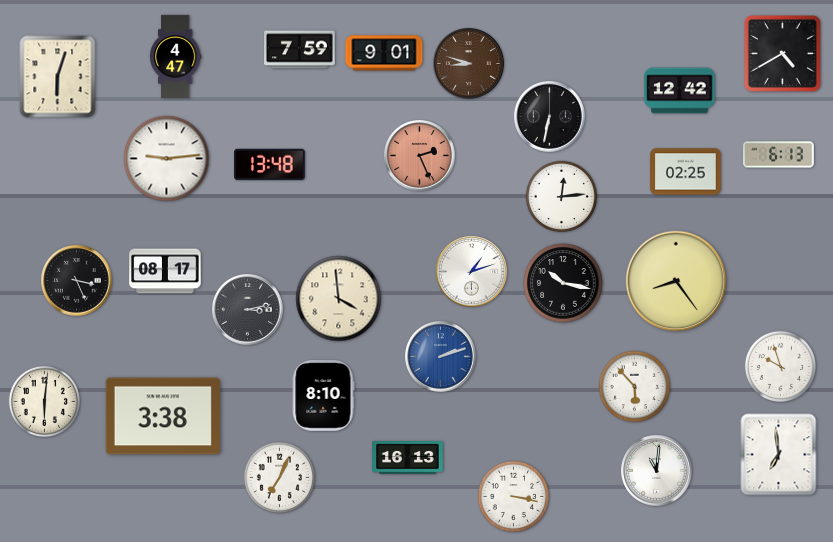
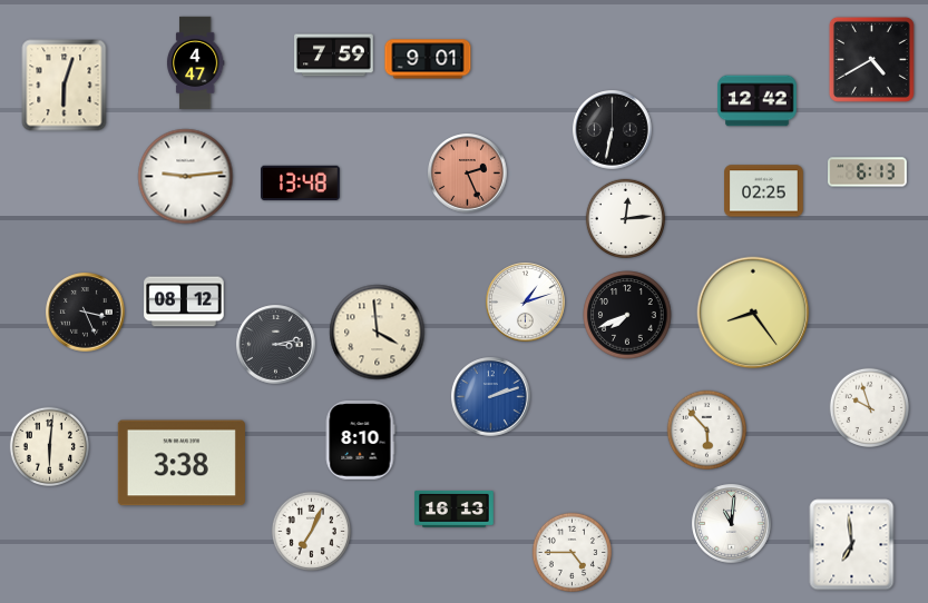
clock at (469, 64): 8:48 -> none
clock at (165, 271): 08:17 -> 08:12
clock at (563, 283): 10:17 -> 7:41
clock at (779, 455) position: (779, 455) -> (852, 545)
clock at (513, 496): 3:17 -> 4:45
